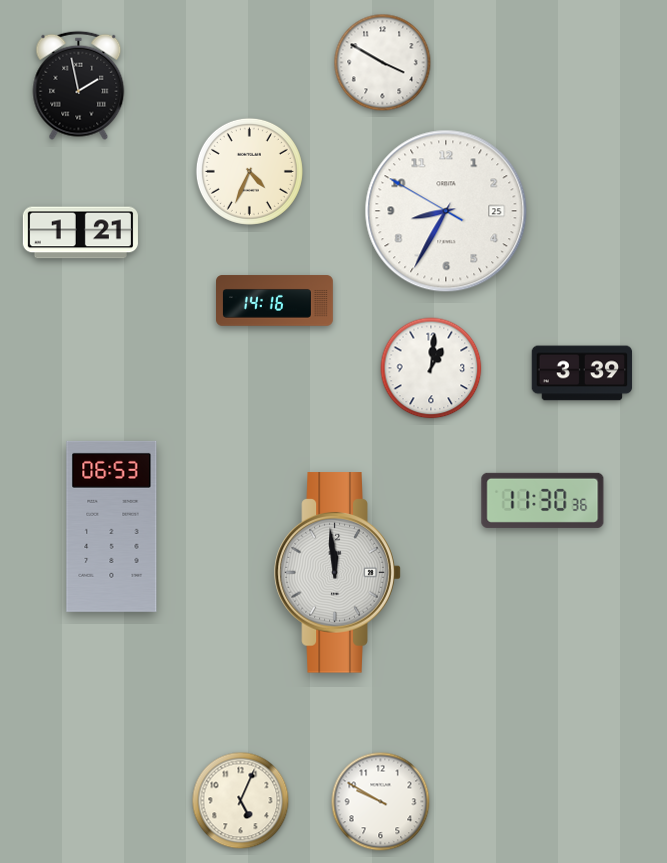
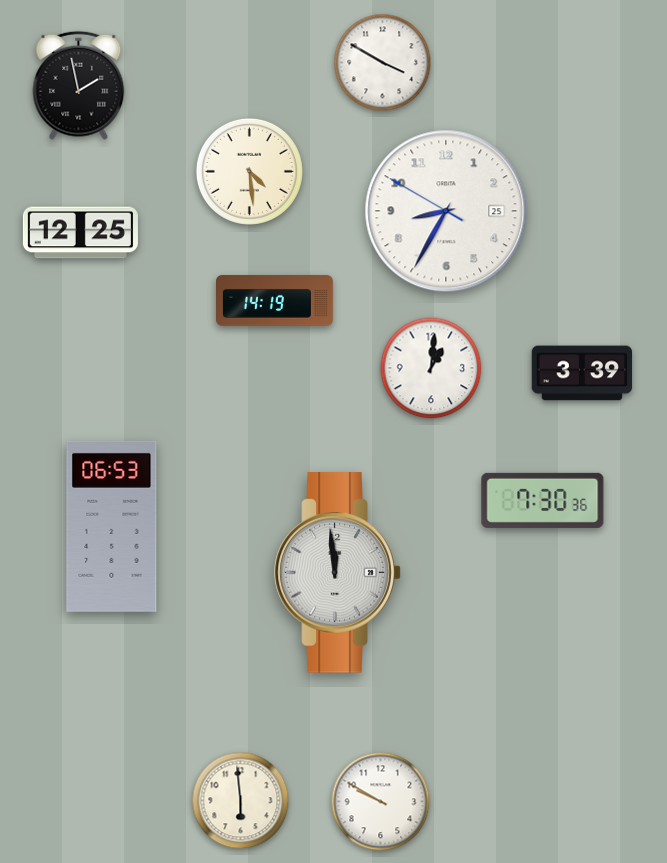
clock at (249, 171): 4:34 -> 4:29
clock at (80, 233): 1:21 -> 12:25
clock at (275, 301): 14:16 -> 14:19
clock at (543, 500): 11:30 -> 7:30
clock at (241, 801): 5:04 -> 5:59
